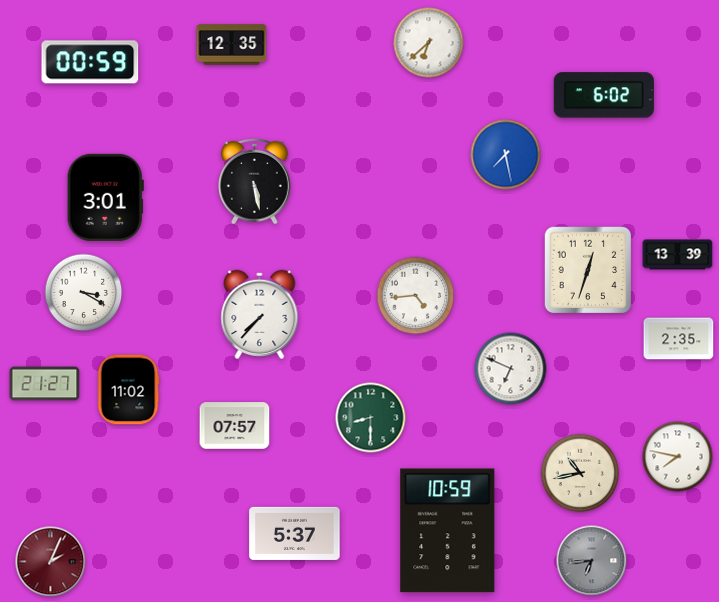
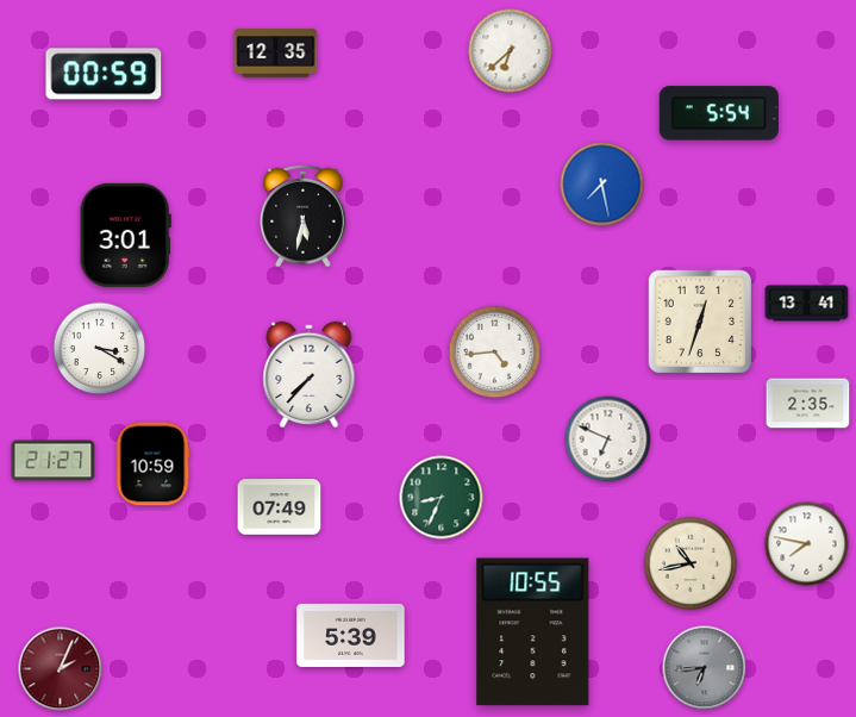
clock at (90, 62) position: (90, 62) -> (104, 74)
clock at (604, 95): 6:02 -> 5:54
clock at (255, 181): 5:28 -> 5:32
clock at (678, 255): 13:39 -> 13:41
clock at (45, 384) position: (45, 384) -> (54, 461)
clock at (128, 390): 11:02 -> 10:59
clock at (371, 418): 8:30 -> 8:34
clock at (235, 426): 07:57 -> 07:49
clock at (448, 531): 10:59 -> 10:55
clock at (295, 533): 5:37 -> 5:39
